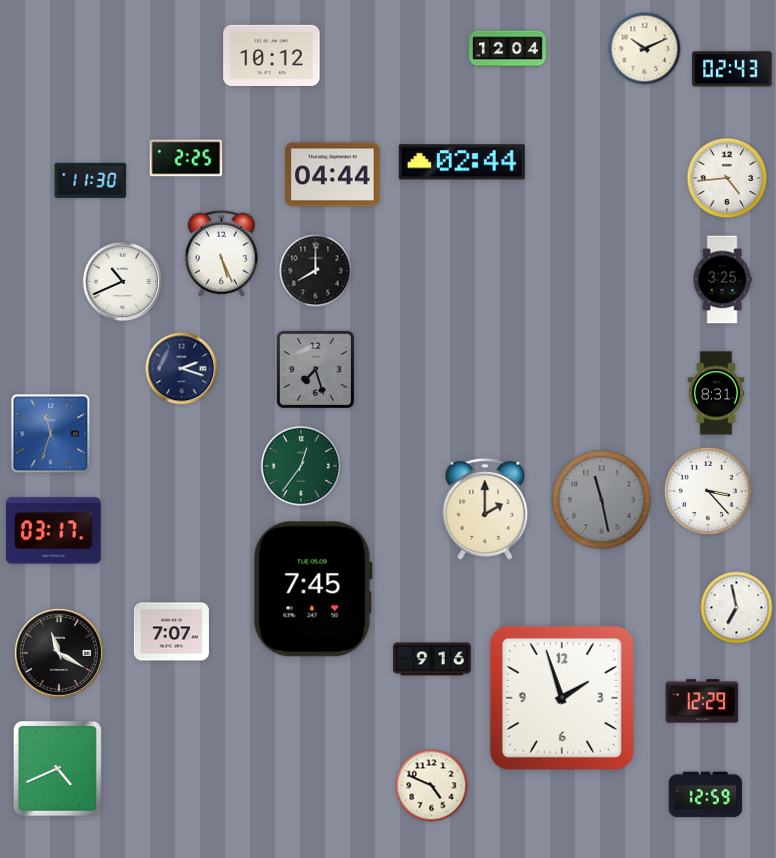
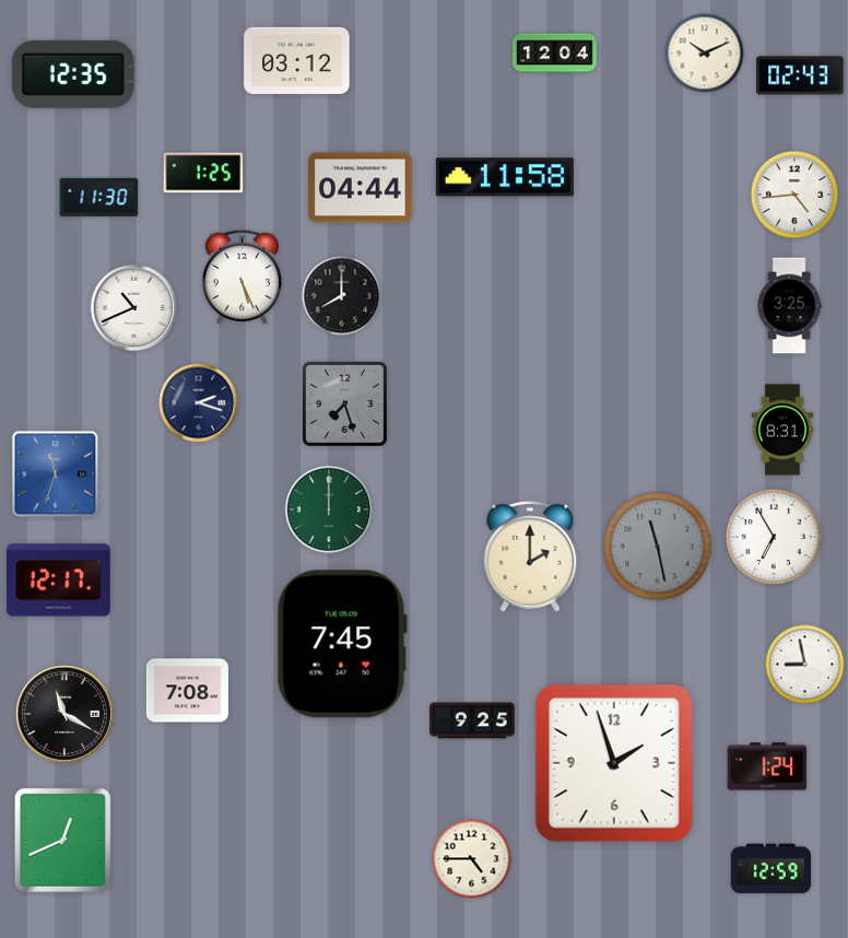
clock at (272, 55): 10:12 -> 03:12
clock at (73, 74): none -> 12:35
clock at (186, 158): 2:25 -> 1:25
clock at (462, 162): 02:44 -> 11:58
clock at (333, 175) position: (333, 175) -> (361, 188)
clock at (316, 271) position: (316, 271) -> (342, 296)
clock at (301, 466): 12:36 -> 12:00
clock at (708, 491): 3:23 -> 6:55
clock at (54, 531): 03:17 -> 12:17
clock at (737, 608): 6:58 -> 8:58
clock at (171, 632): 7:07 -> 7:08
clock at (432, 659): 9:16 -> 9:25
clock at (702, 701): 12:29 -> 1:24
clock at (57, 768): 4:41 -> 12:41
clock at (432, 786): 4:49 -> 4:45
